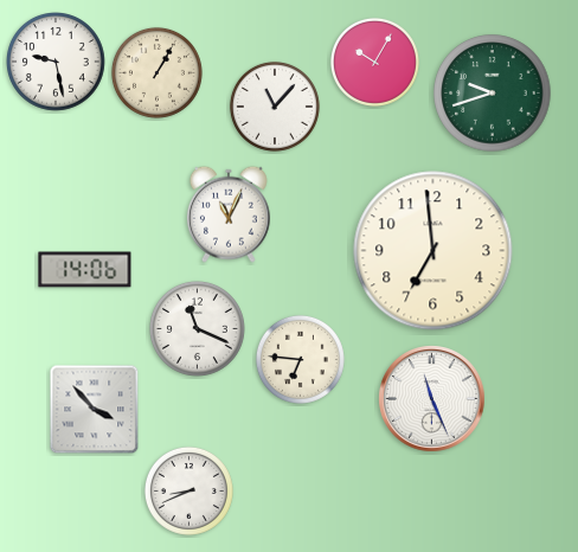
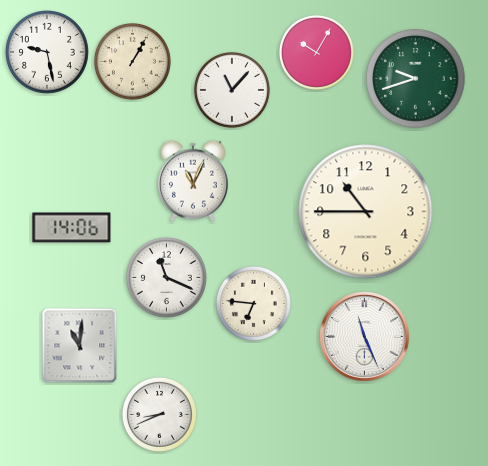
clock at (433, 251): 6:59 -> 10:45
clock at (95, 410): 3:53 -> 11:01
